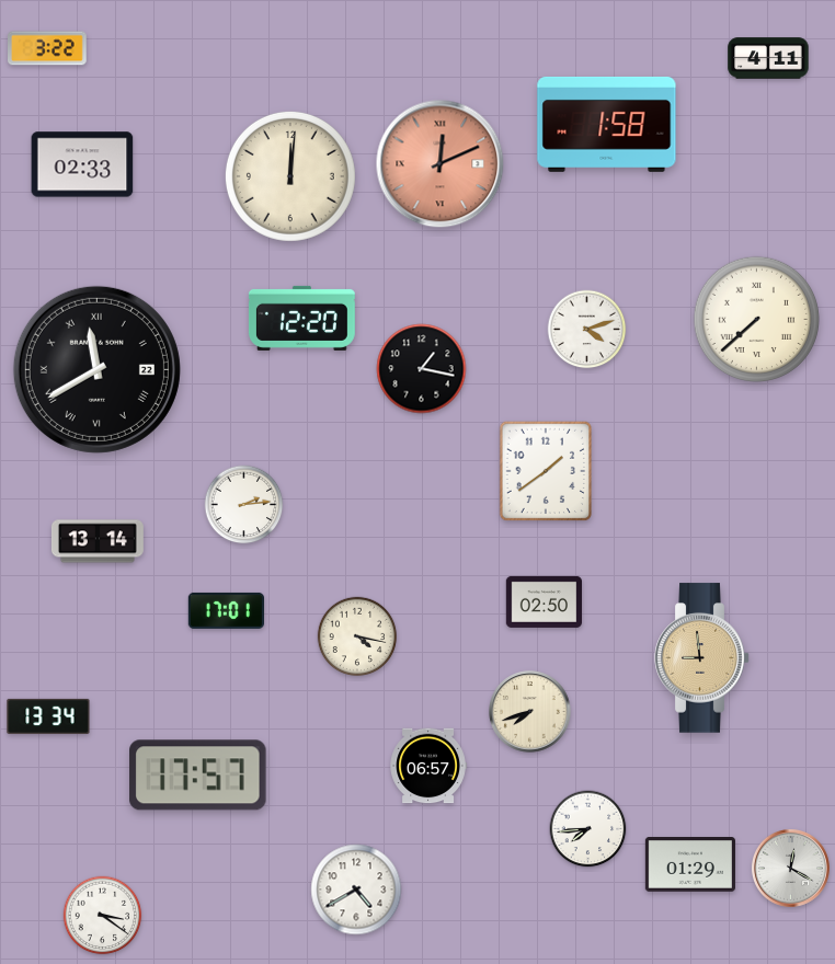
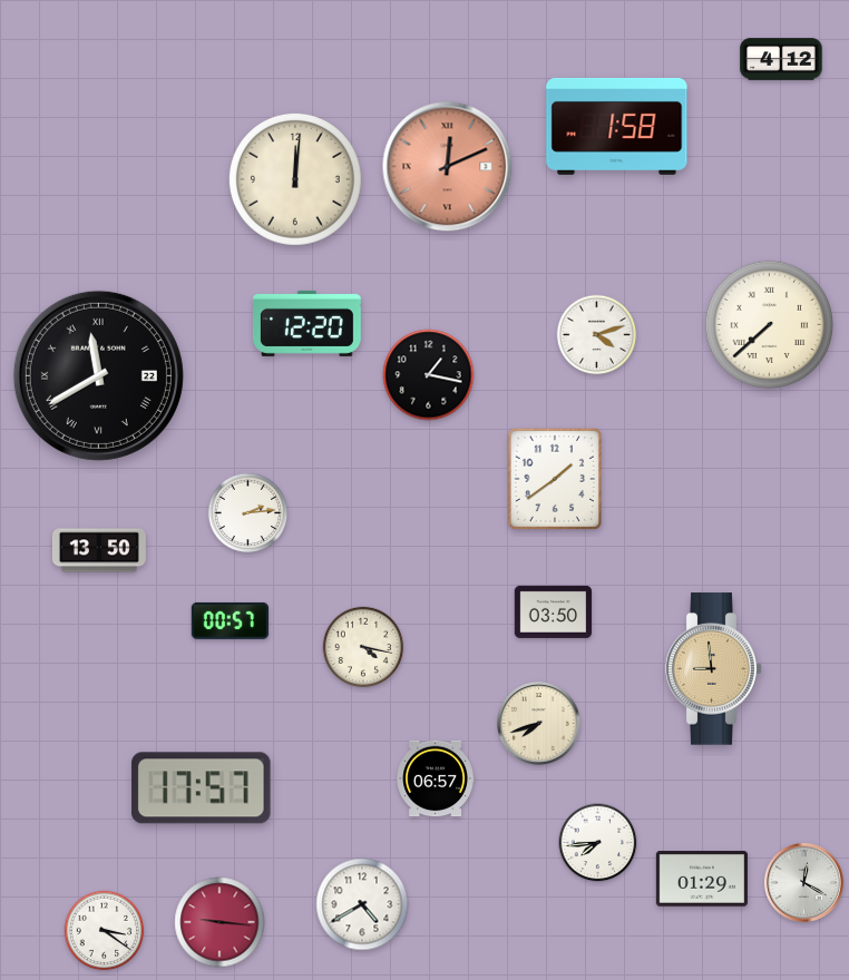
clock at (48, 48): 3:22 -> none
clock at (768, 58): 4:11 -> 4:12
clock at (82, 164): 02:33 -> none
clock at (98, 541): 13:14 -> 13:50
clock at (544, 601): 02:50 -> 03:50
clock at (226, 610): 17:01 -> 00:57
clock at (48, 716): 13:34 -> none
clock at (219, 922): none -> 9:16
